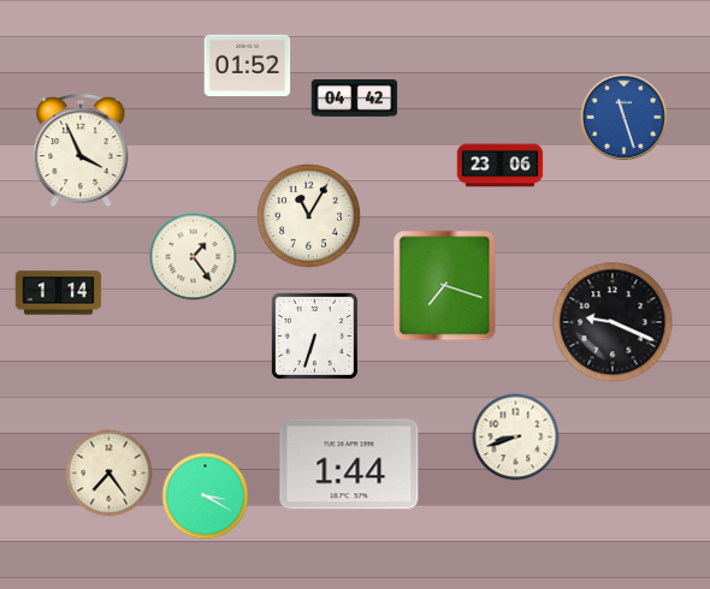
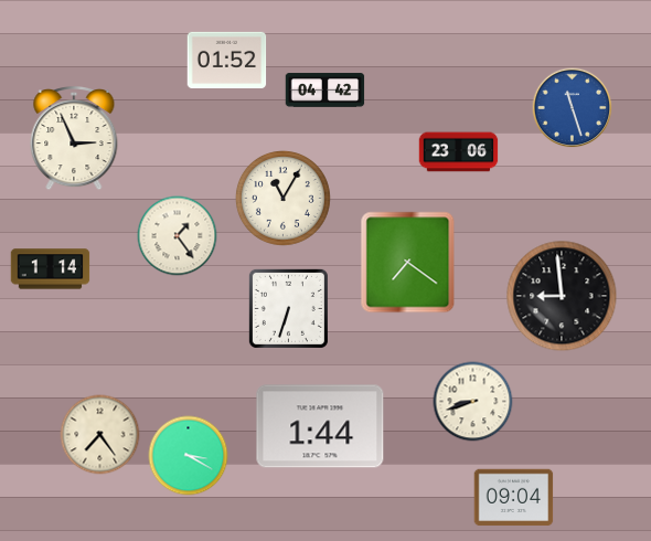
clock at (81, 150): 3:56 -> 2:56
clock at (445, 286): 7:18 -> 7:21
clock at (59, 293) position: (59, 293) -> (51, 269)
clock at (613, 322): 9:19 -> 8:59
clock at (514, 498): none -> 09:04
